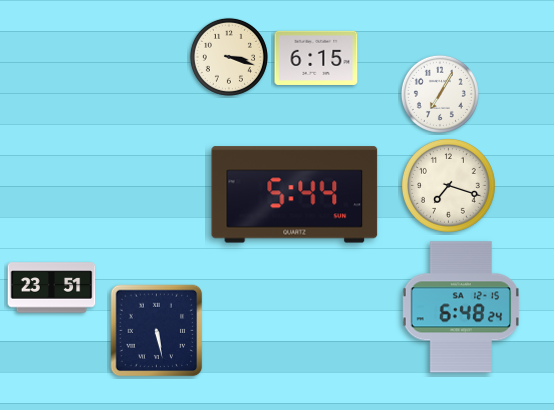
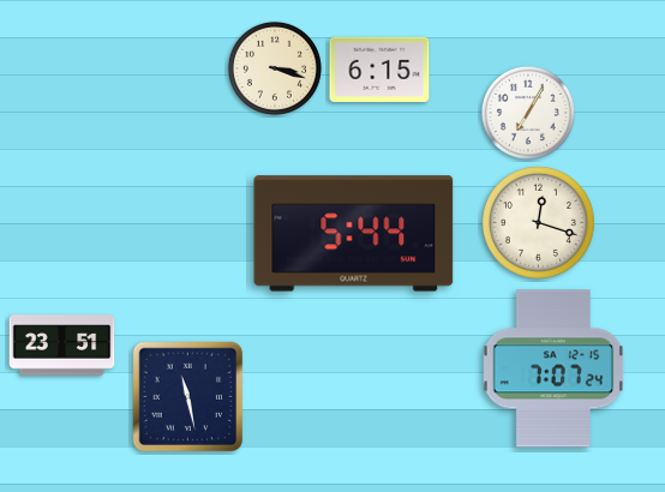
clock at (449, 186): 7:18 -> 12:18
clock at (460, 307): 6:48 -> 7:07
clock at (157, 331): 5:28 -> 11:28
